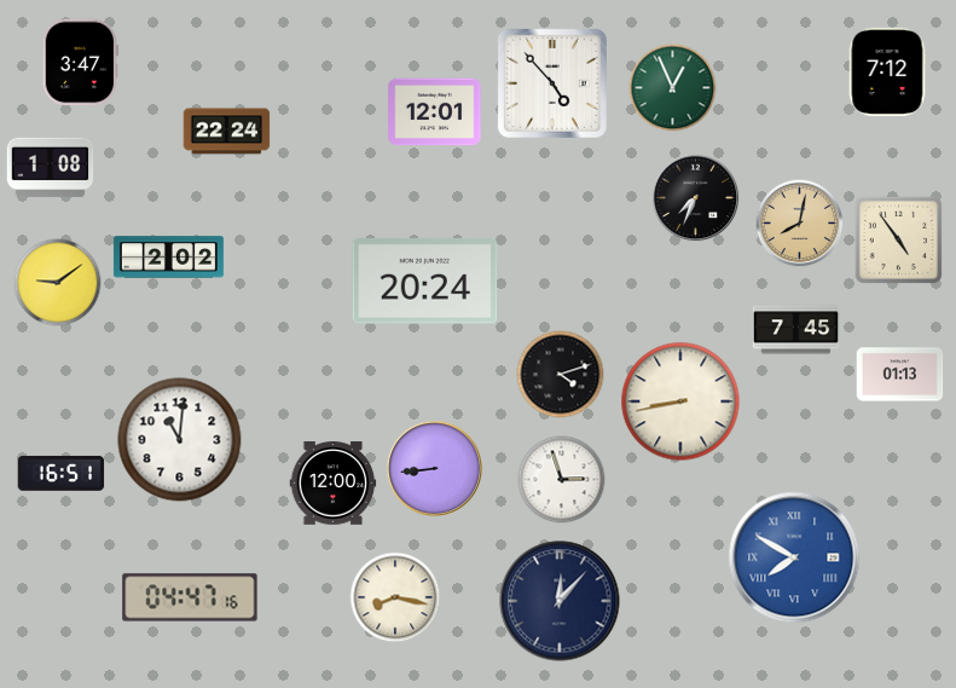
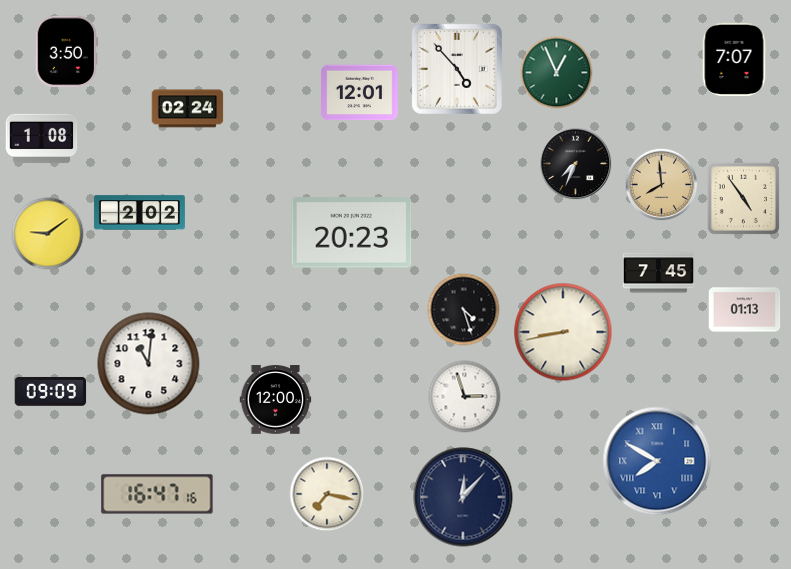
clock at (80, 63): 3:47 -> 3:50
clock at (887, 71): 7:12 -> 7:07
clock at (227, 132): 22:24 -> 02:24
clock at (800, 224): 8:02 -> 7:59
clock at (425, 282): 20:24 -> 20:23
clock at (561, 375): 4:12 -> 4:27
clock at (434, 468): 8:44 -> none
clock at (62, 473): 16:51 -> 09:09
clock at (190, 597): 04:47 -> 16:47
clock at (395, 597): 8:17 -> 7:17
